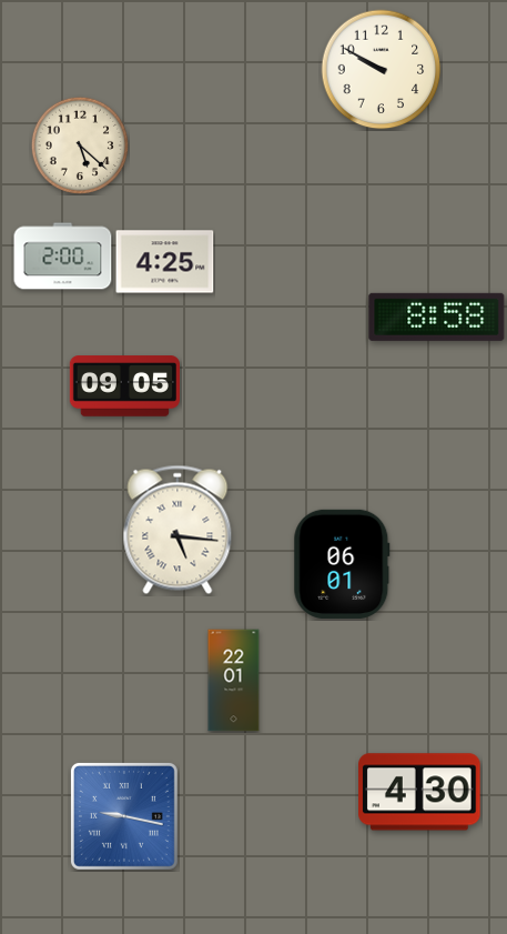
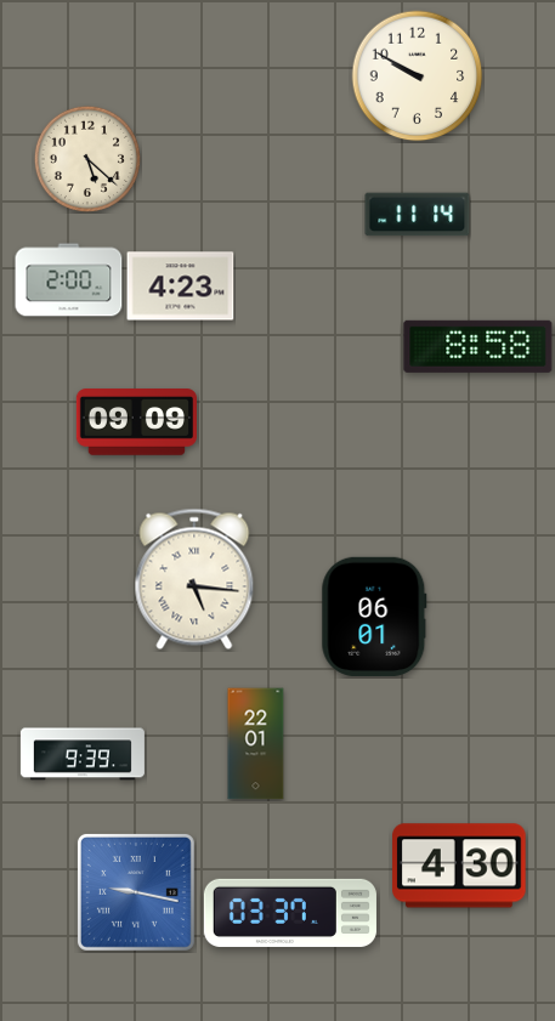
clock at (418, 215): none -> 11:14
clock at (165, 262): 4:25 -> 4:23
clock at (124, 386): 09:05 -> 09:09
clock at (83, 754): none -> 9:39
clock at (290, 913): none -> 03:37
